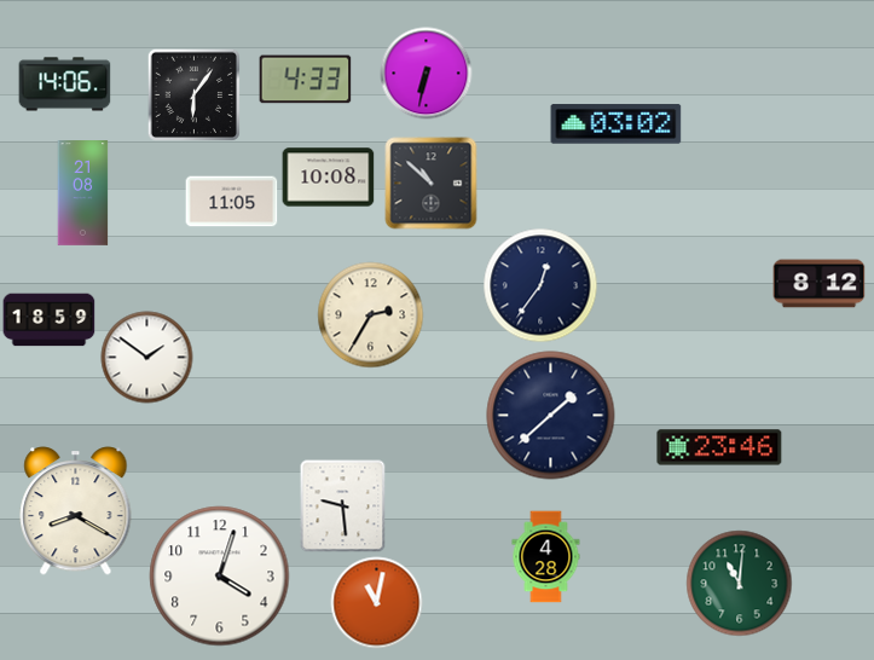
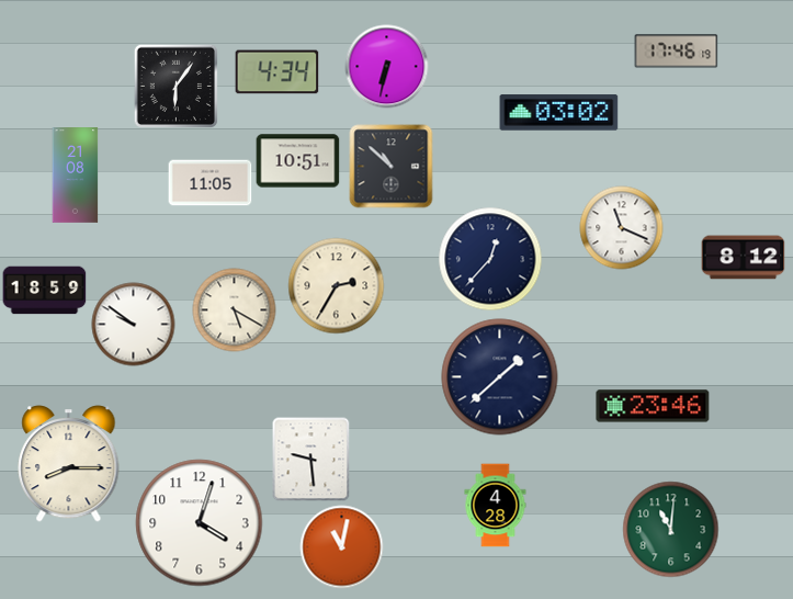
clock at (677, 52): none -> 17:46
clock at (306, 80): 4:33 -> 4:34
clock at (65, 85): 14:06 -> none
clock at (329, 178): 10:08 -> 10:51
clock at (622, 228): none -> 11:19
clock at (540, 285): 12:36 -> 12:37
clock at (235, 310): none -> 5:20
clock at (147, 358): 1:51 -> 9:51
clock at (76, 511): 8:20 -> 8:15
